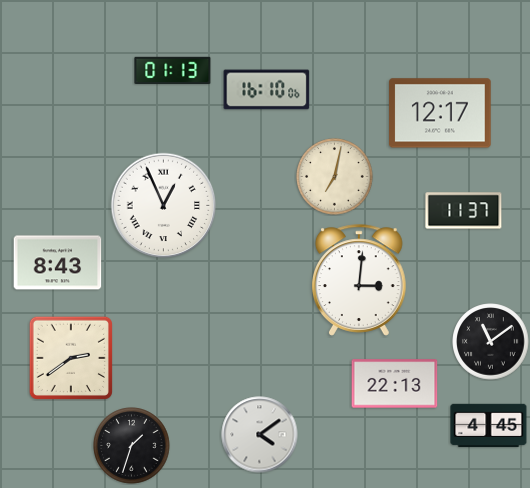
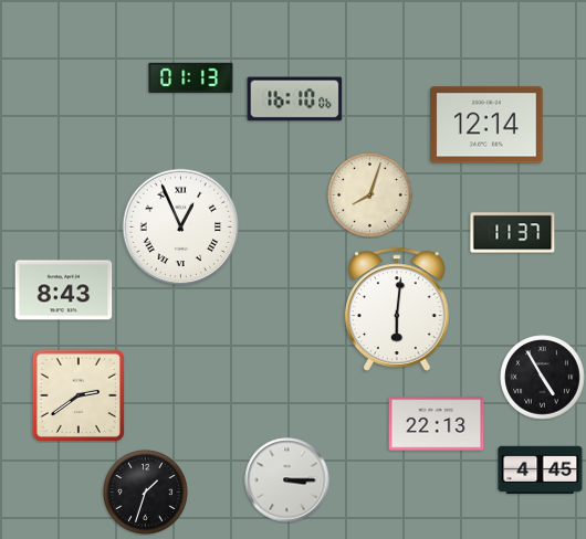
clock at (440, 113): 12:17 -> 12:14
clock at (335, 177): 7:02 -> 8:03
clock at (360, 280): 3:01 -> 6:01
clock at (491, 342): 11:09 -> 4:55
clock at (260, 435): 4:09 -> 3:15
